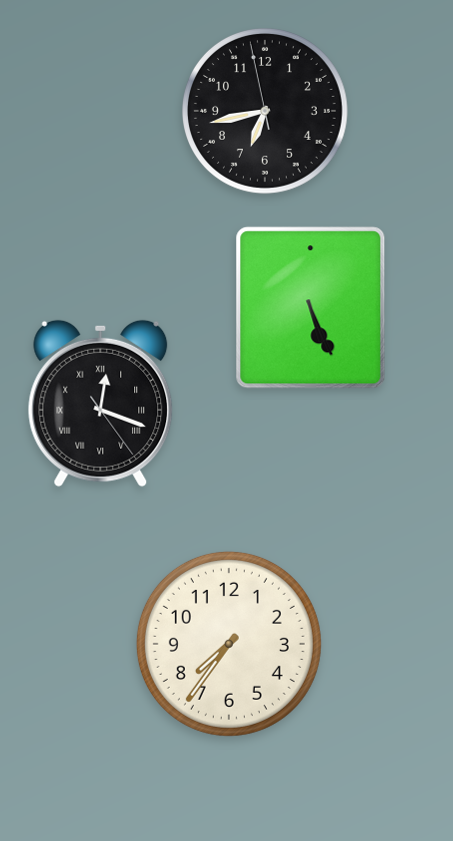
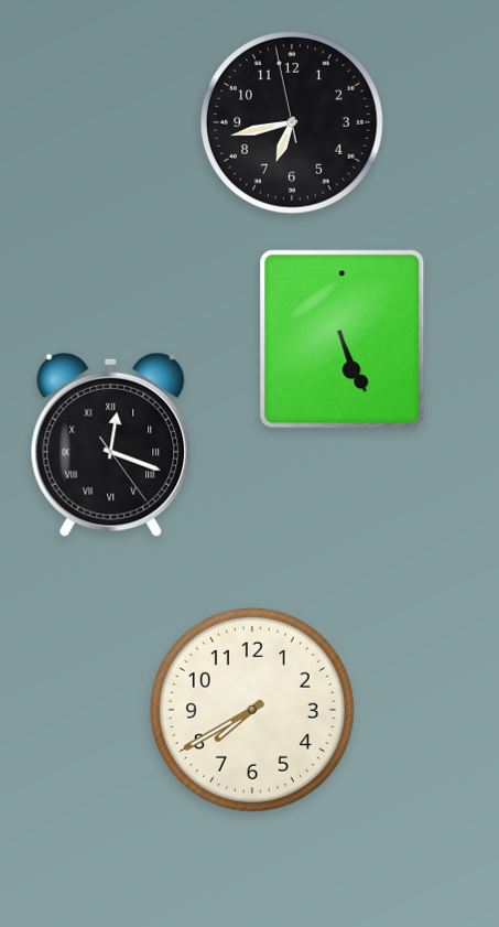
clock at (229, 644): 7:36 -> 7:40
